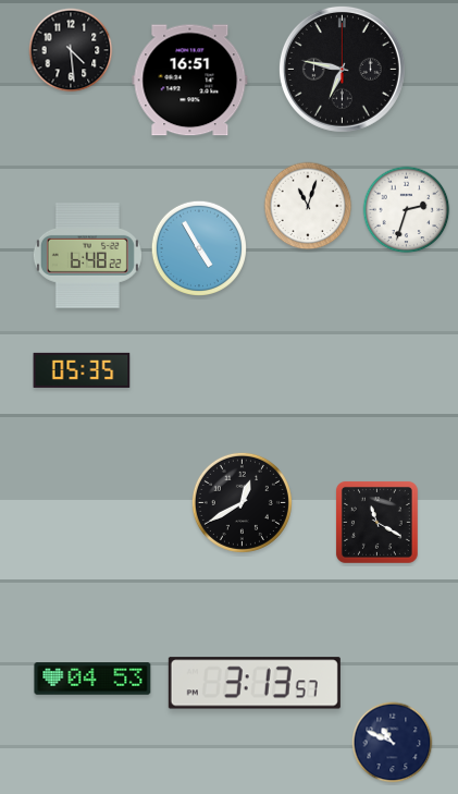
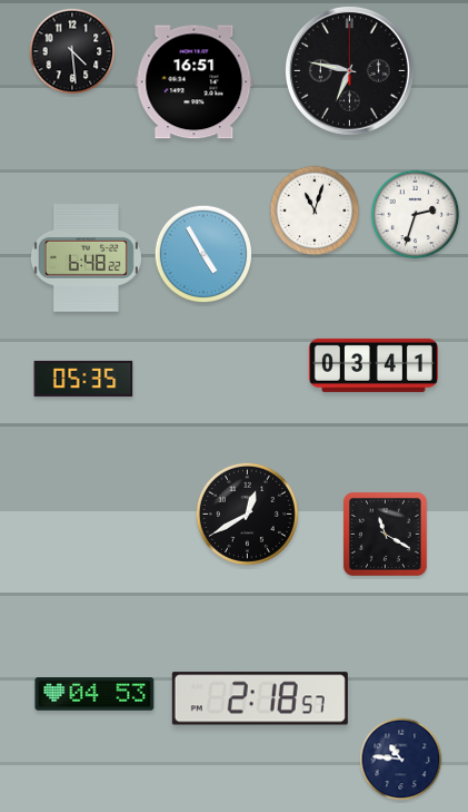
clock at (87, 256) position: (87, 256) -> (86, 258)
clock at (374, 365): none -> 03:41
clock at (255, 683): 3:13 -> 2:18
clock at (393, 743): 10:49 -> 10:46
